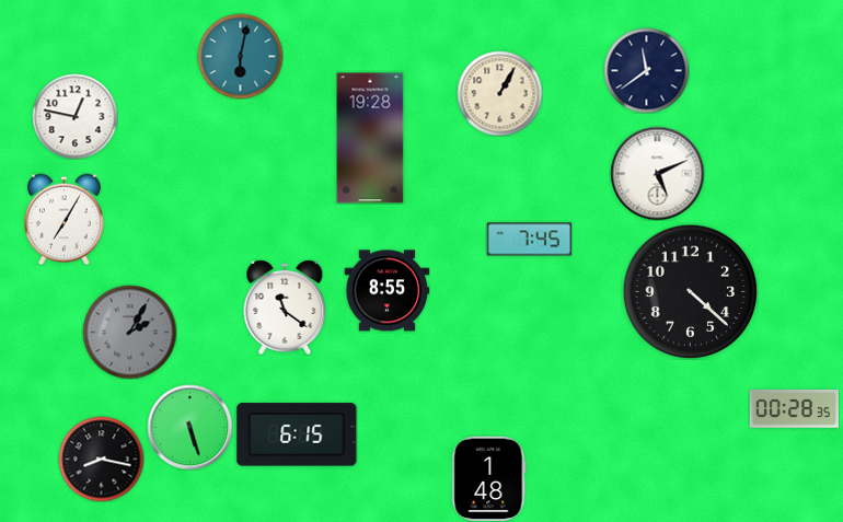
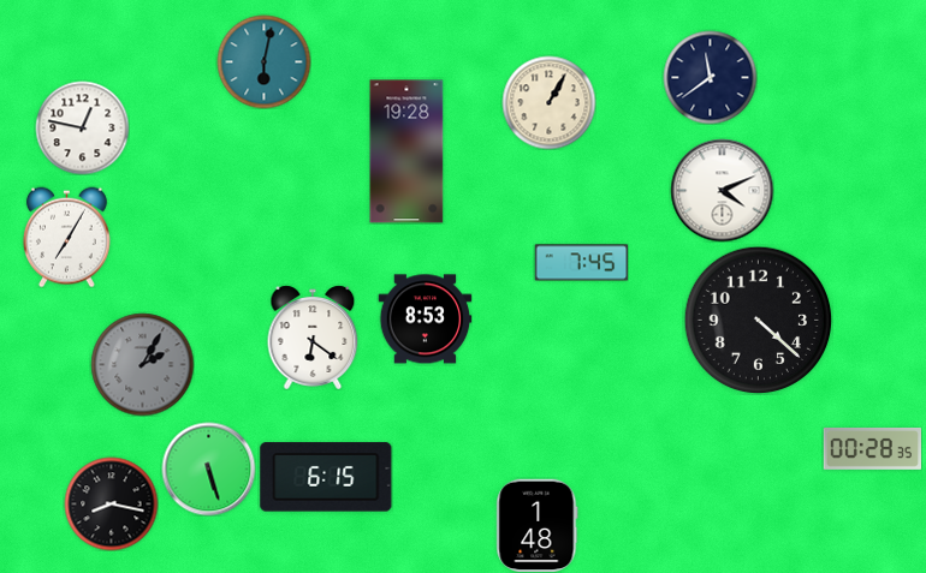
clock at (657, 173): 5:11 -> 4:11
clock at (63, 219) position: (63, 219) -> (66, 237)
clock at (386, 291): 8:55 -> 8:53
clock at (285, 308): 11:21 -> 6:21
